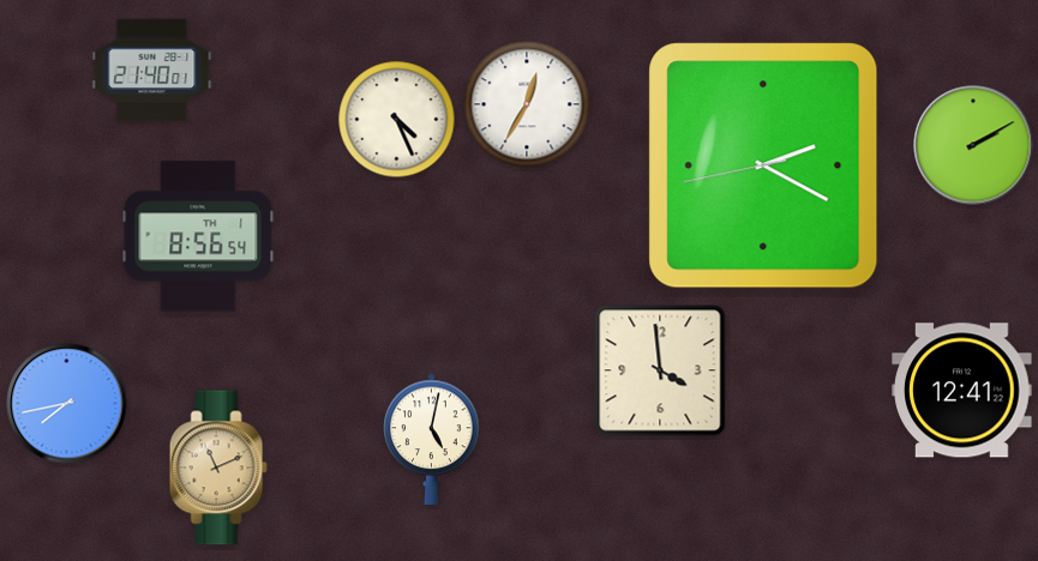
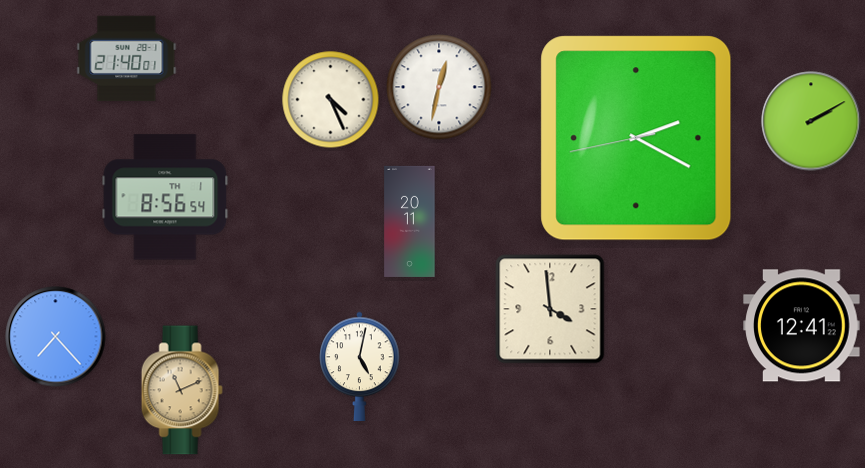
clock at (527, 104): 12:35 -> 12:32
clock at (410, 221): none -> 20:11
clock at (67, 404): 7:43 -> 7:23
